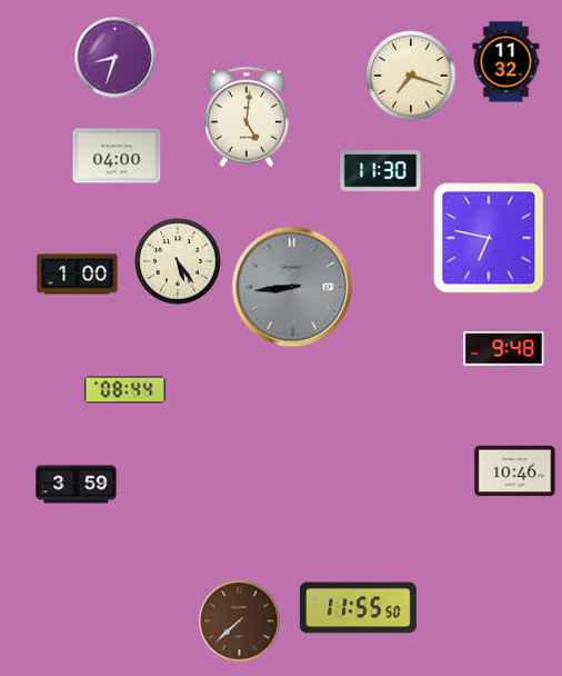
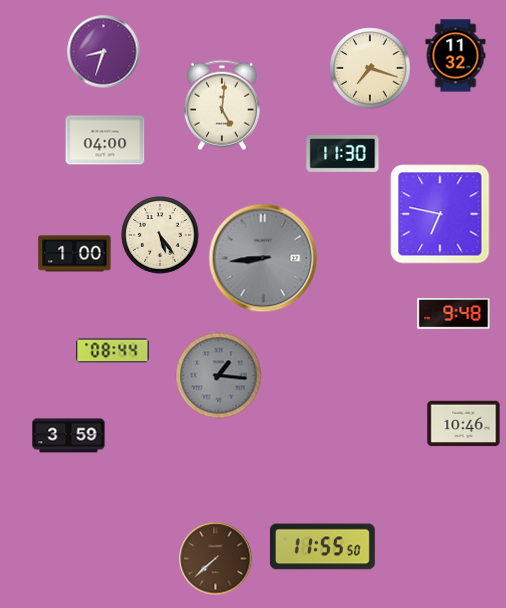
clock at (78, 275) position: (78, 275) -> (75, 254)
clock at (219, 376): none -> 1:16
